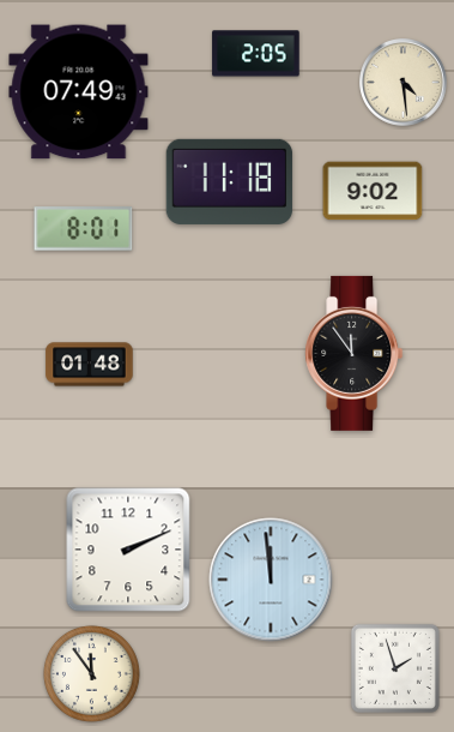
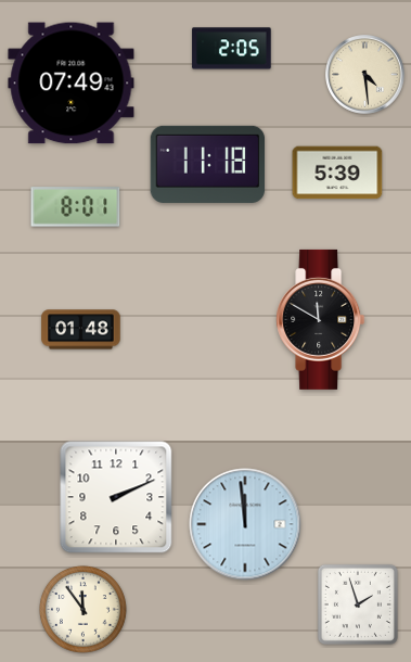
clock at (373, 191): 9:02 -> 5:39
clock at (355, 353): 11:54 -> 11:50
